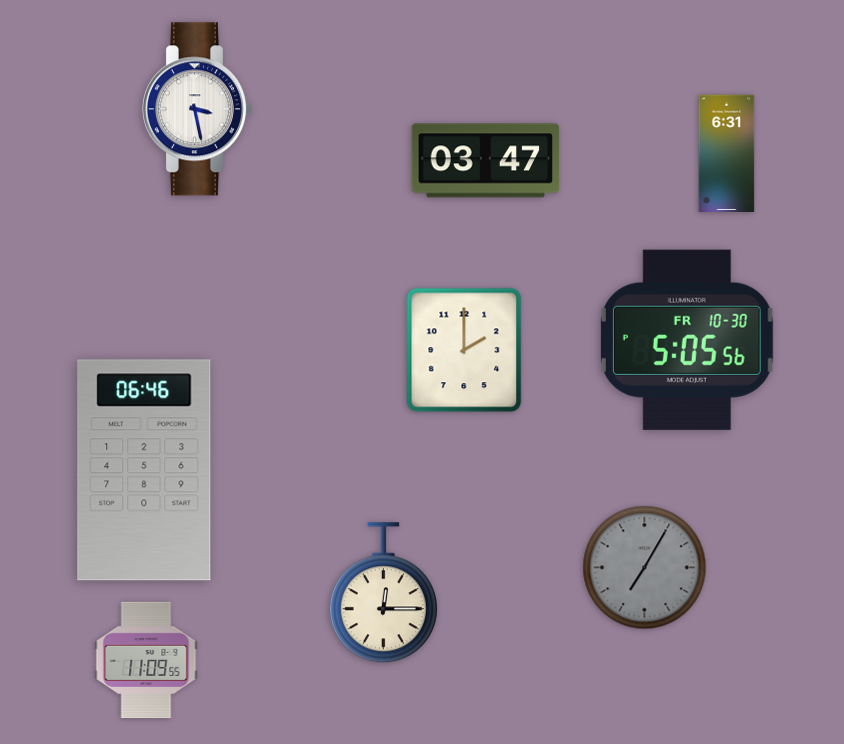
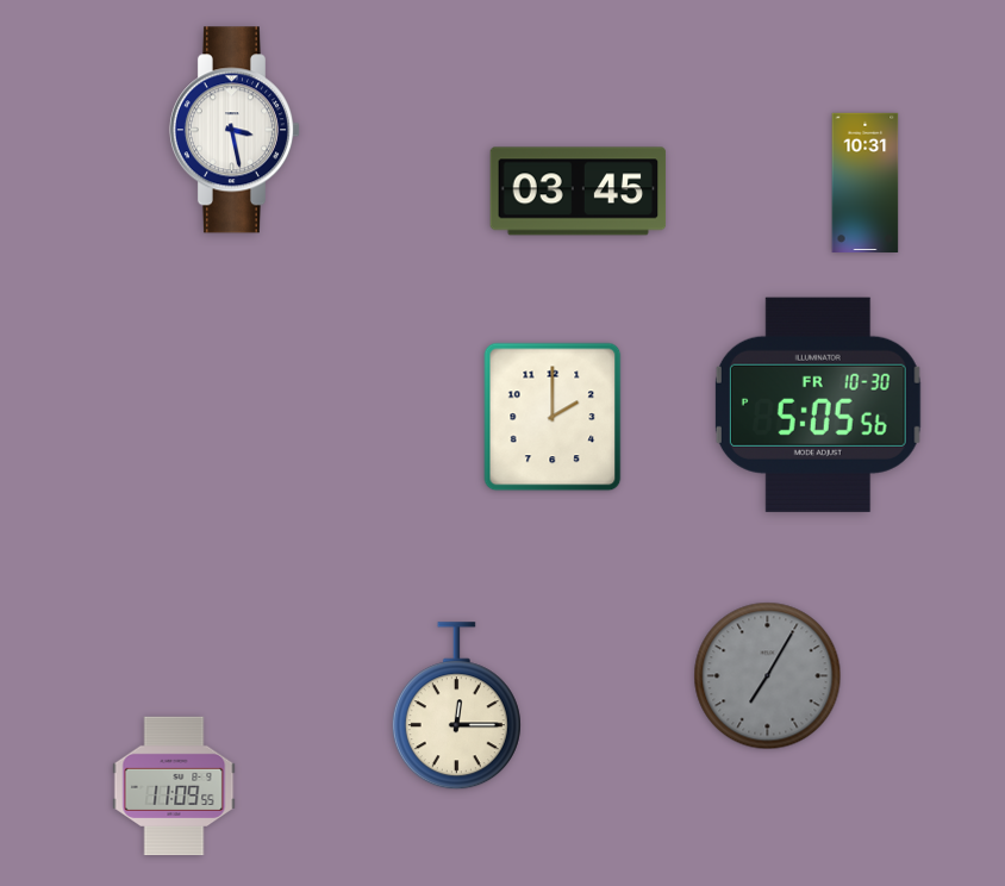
clock at (727, 153): 6:31 -> 10:31
clock at (486, 161): 03:47 -> 03:45
clock at (144, 470): 06:46 -> none
